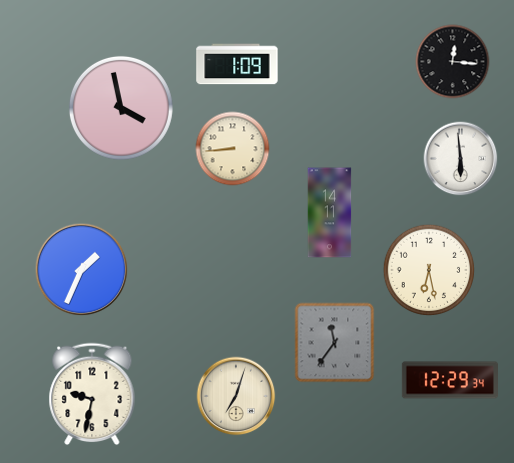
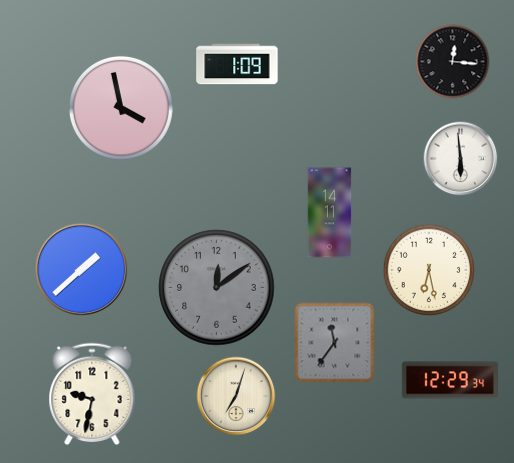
clock at (233, 149): 8:44 -> none
clock at (82, 270): 1:34 -> 1:38
clock at (217, 288): none -> 12:09
